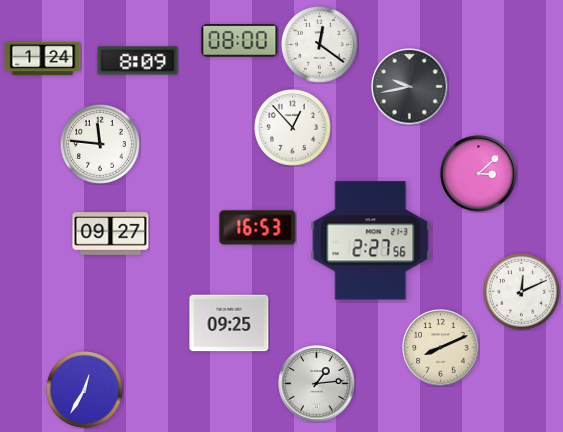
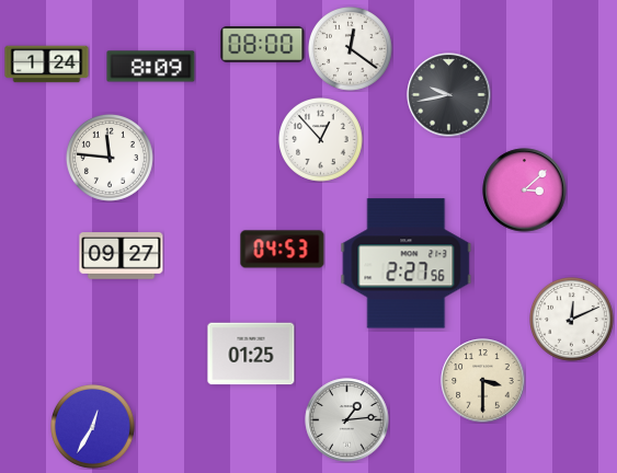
clock at (258, 228): 16:53 -> 04:53
clock at (229, 323): 09:25 -> 01:25
clock at (441, 348): 8:11 -> 3:30
